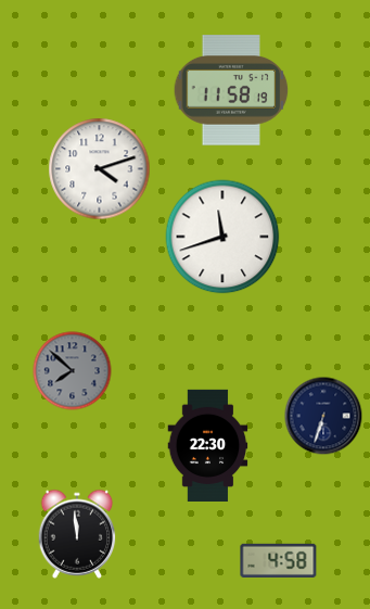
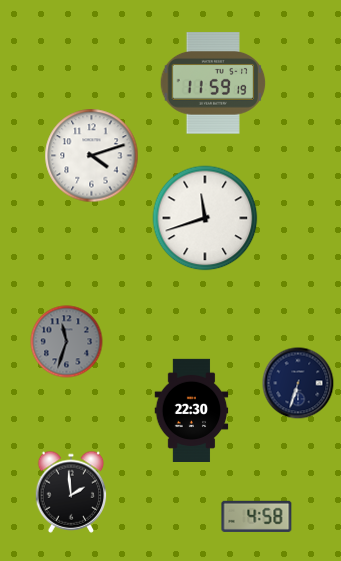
clock at (231, 90): 11:58 -> 11:59
clock at (73, 371): 7:52 -> 11:33
clock at (77, 534): 11:59 -> 1:59
